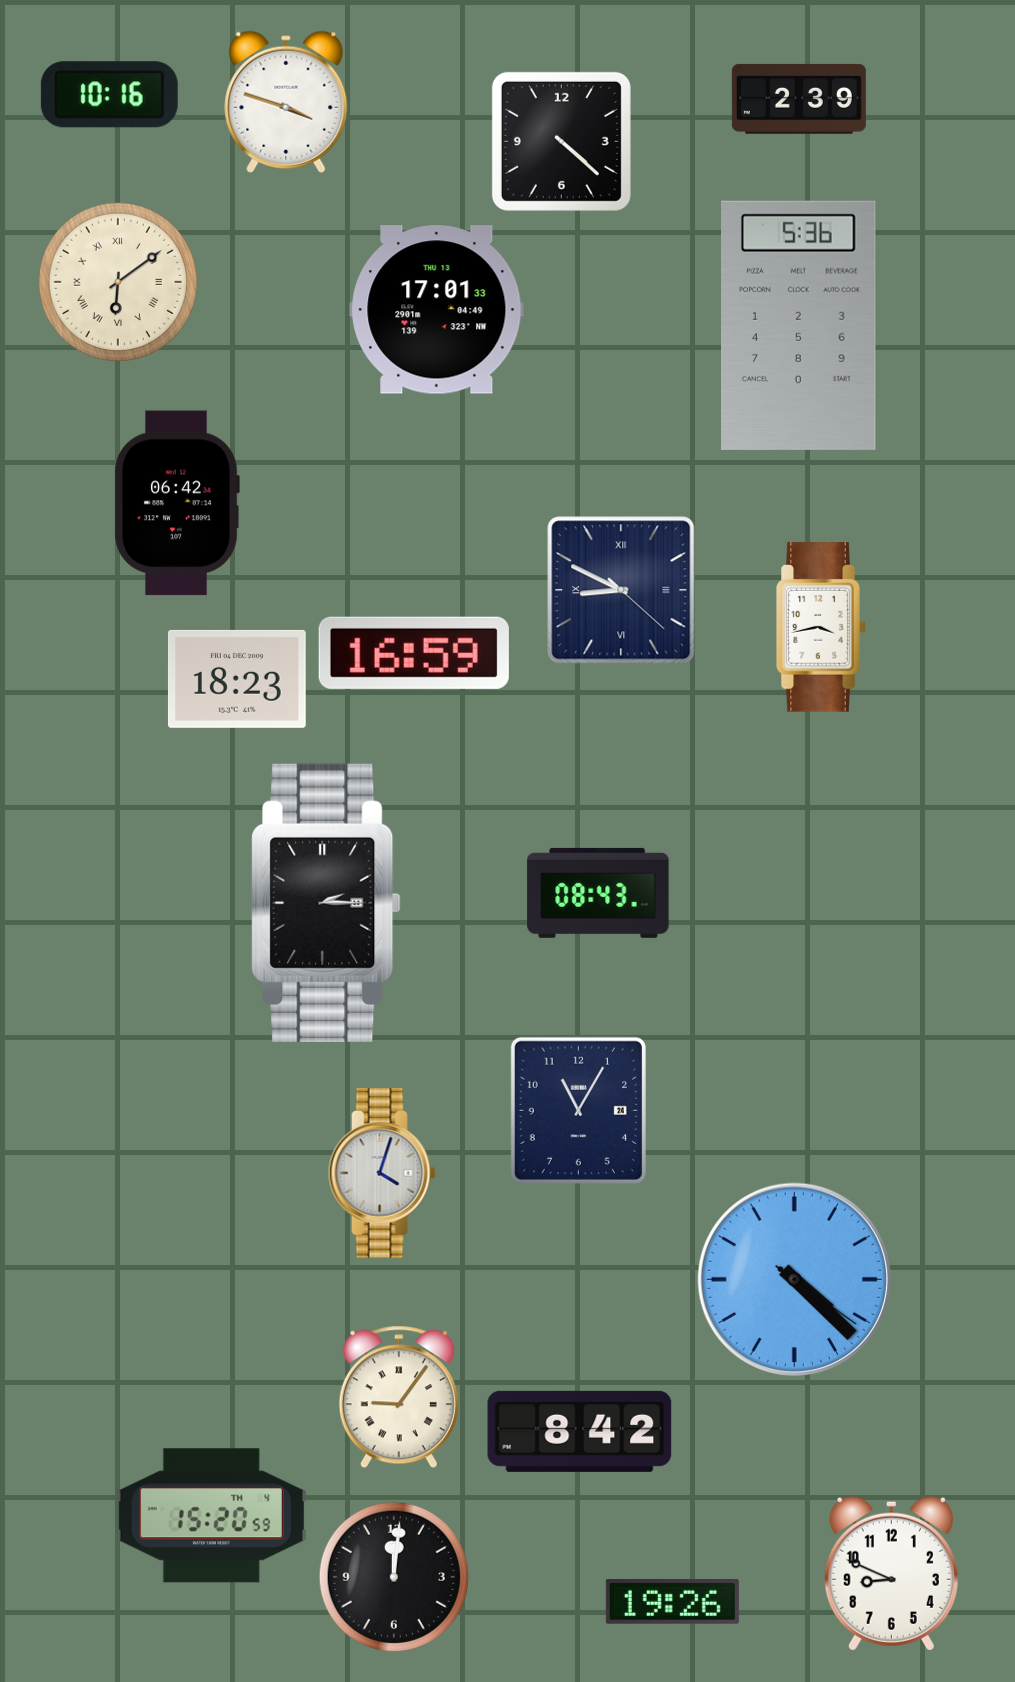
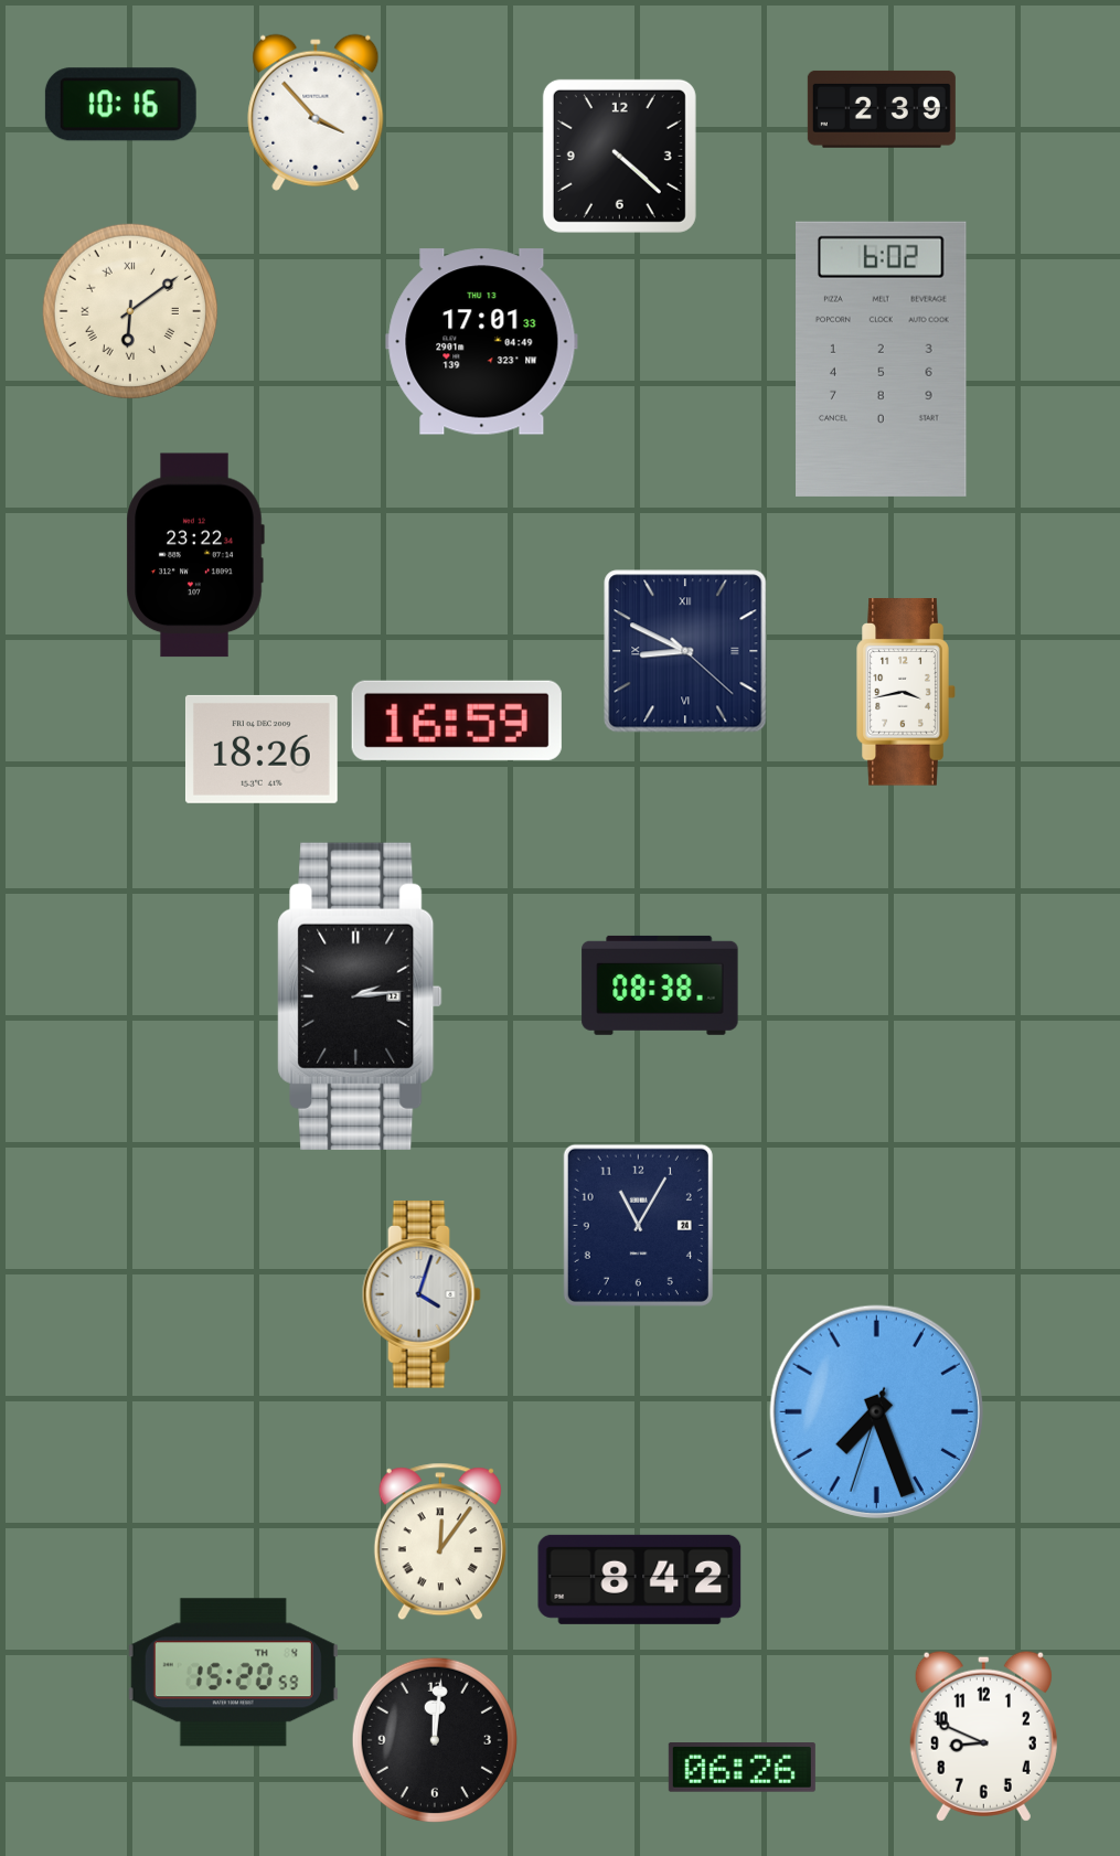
clock at (286, 102): 3:48 -> 3:53
clock at (799, 325): 5:36 -> 6:02
clock at (177, 503): 06:42 -> 23:22
clock at (237, 679): 18:23 -> 18:26
clock at (598, 893): 08:43 -> 08:38
clock at (326, 903): 2:15 -> 2:14
clock at (794, 1279): 4:22 -> 7:26
clock at (399, 1397): 9:06 -> 12:06
clock at (672, 1602): 19:26 -> 06:26
